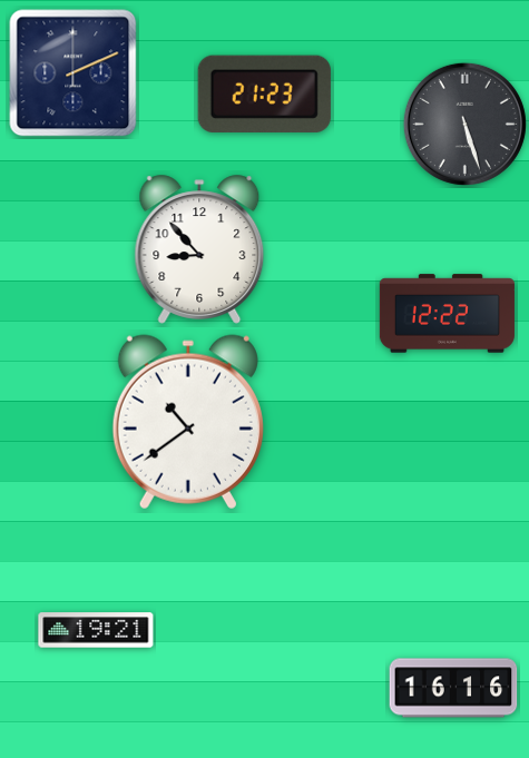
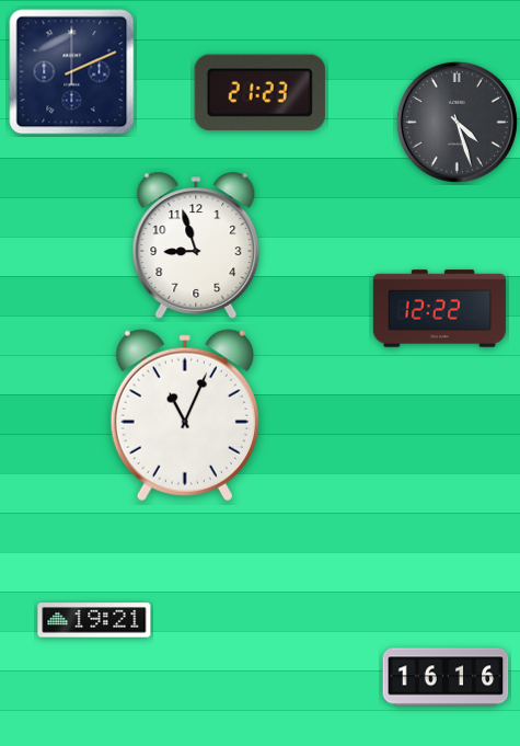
clock at (464, 124): 5:27 -> 4:27
clock at (199, 249): 8:53 -> 8:57
clock at (188, 422): 10:39 -> 11:04
